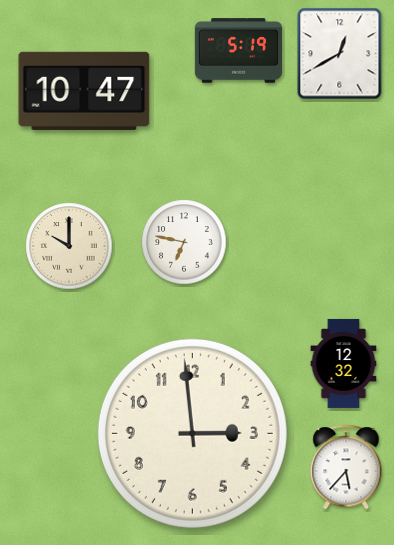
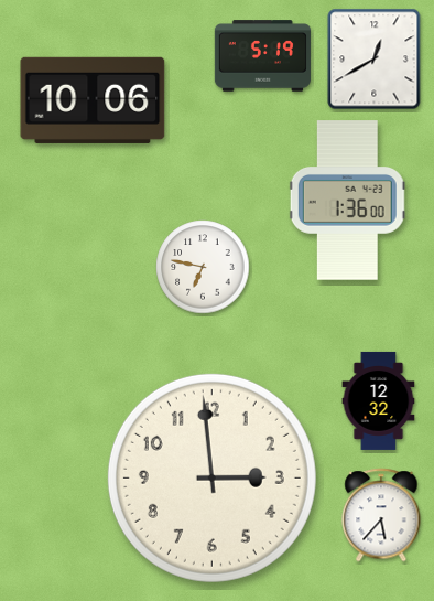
clock at (84, 91): 10:47 -> 10:06
clock at (347, 201): none -> 1:36
clock at (69, 246): 10:00 -> none
